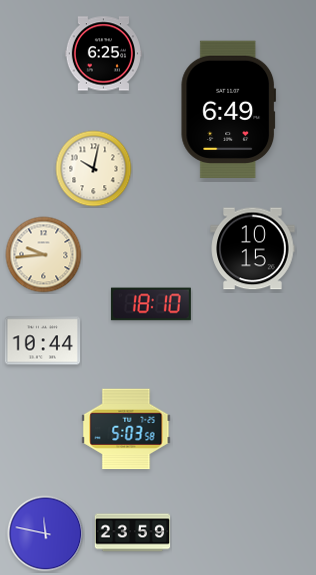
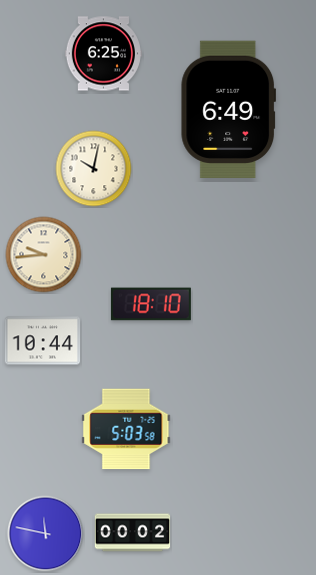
clock at (253, 249): 10:15 -> none
clock at (133, 533): 23:59 -> 00:02
